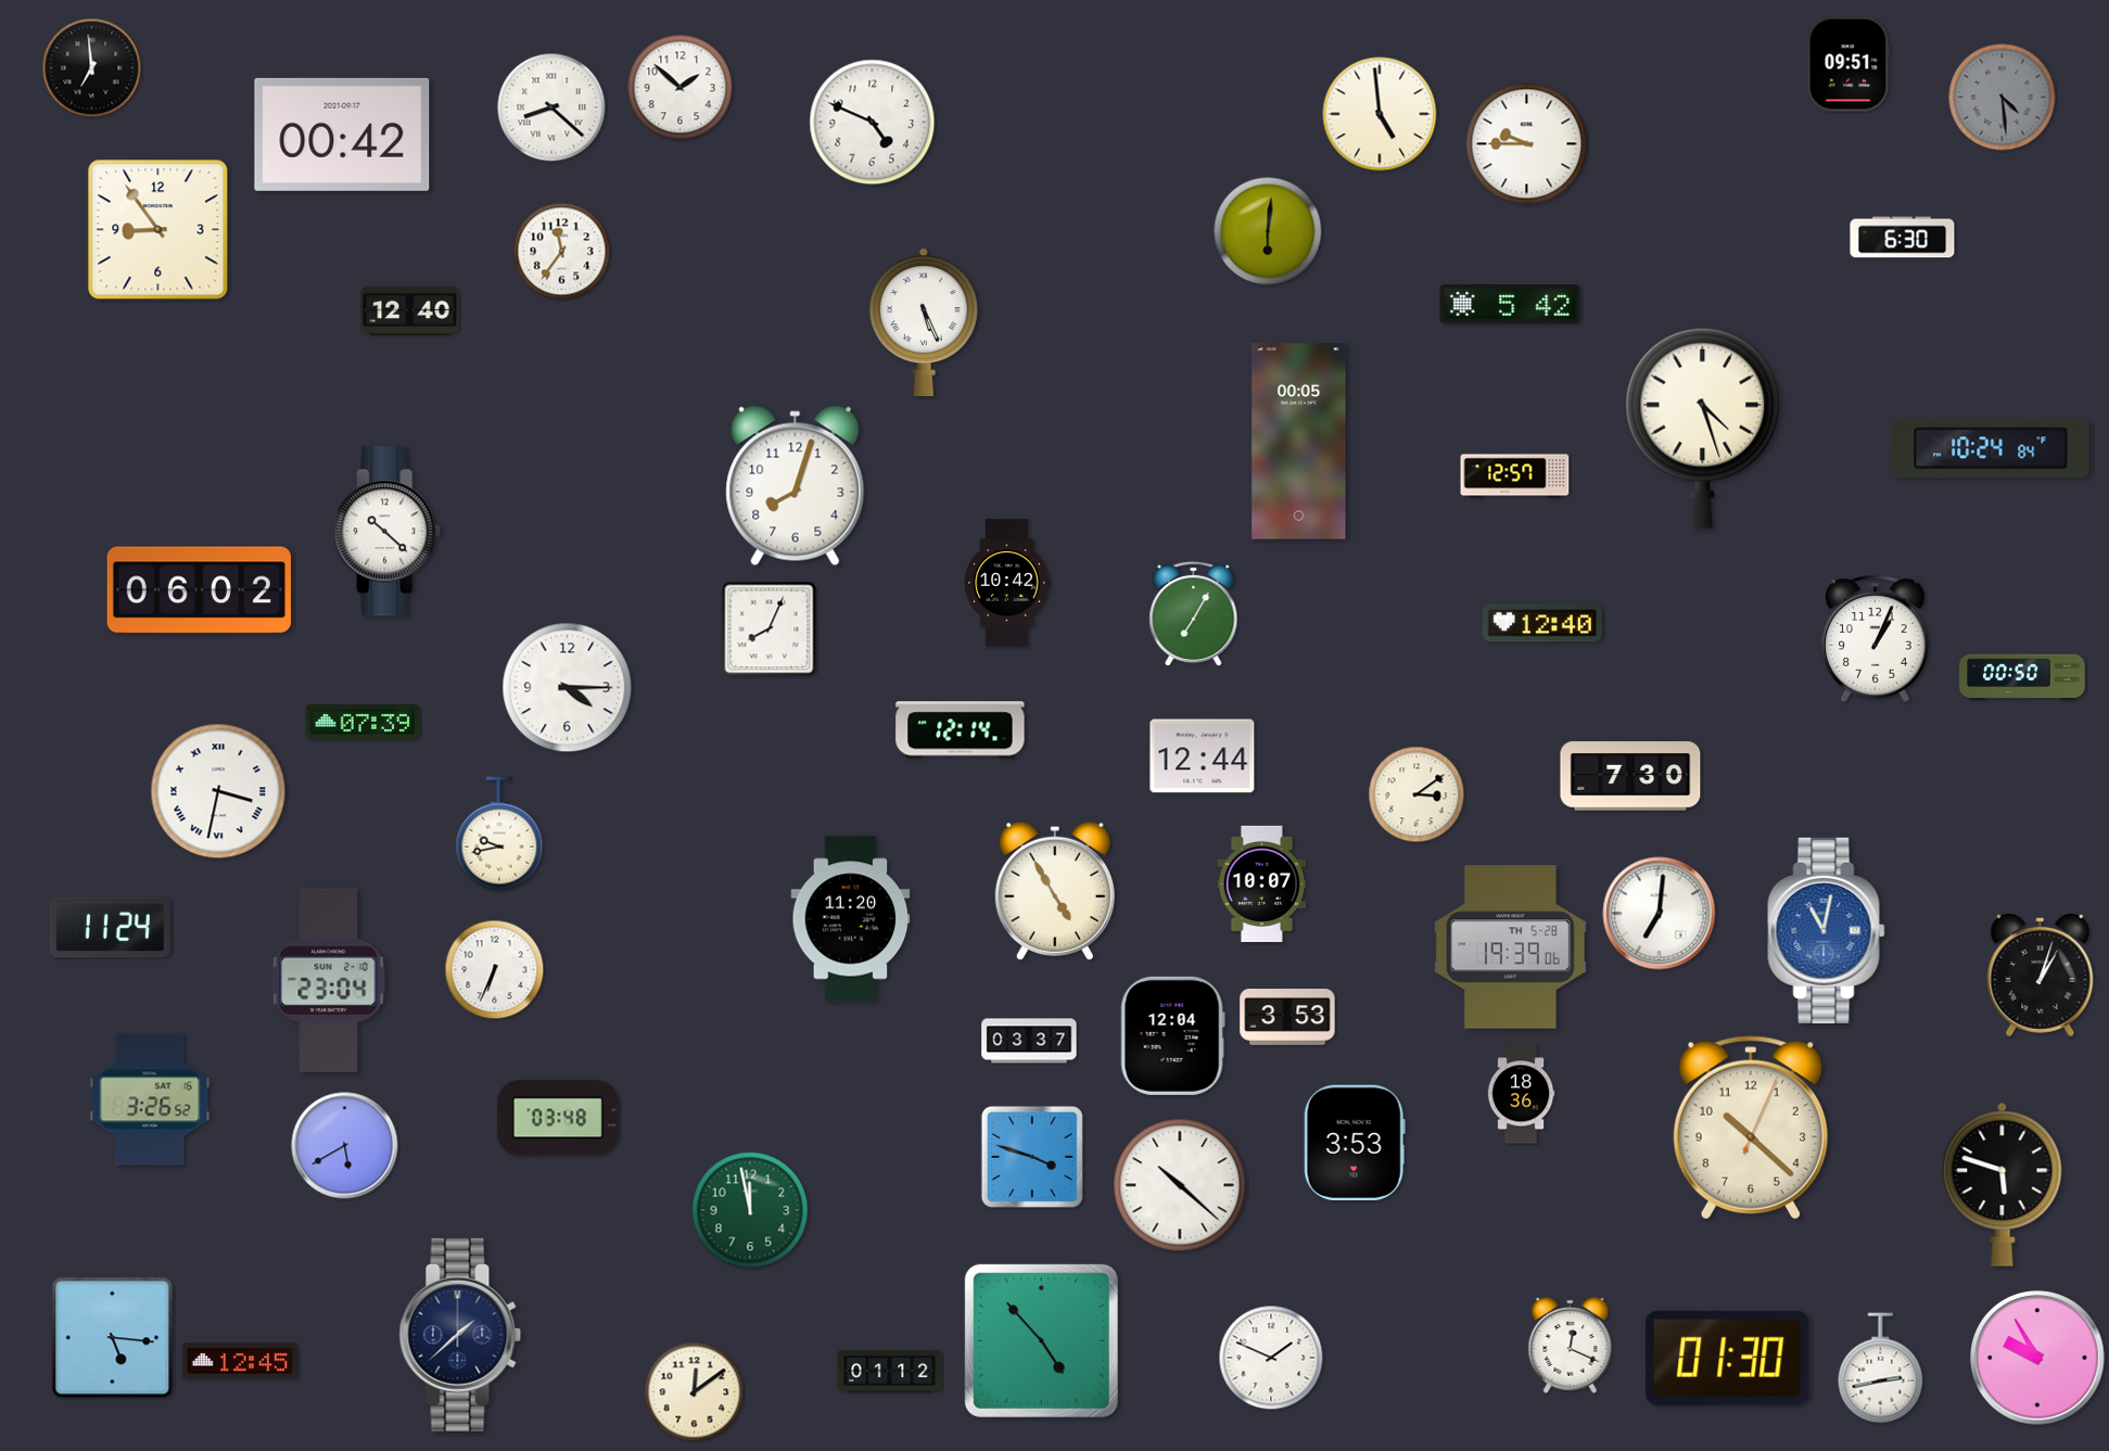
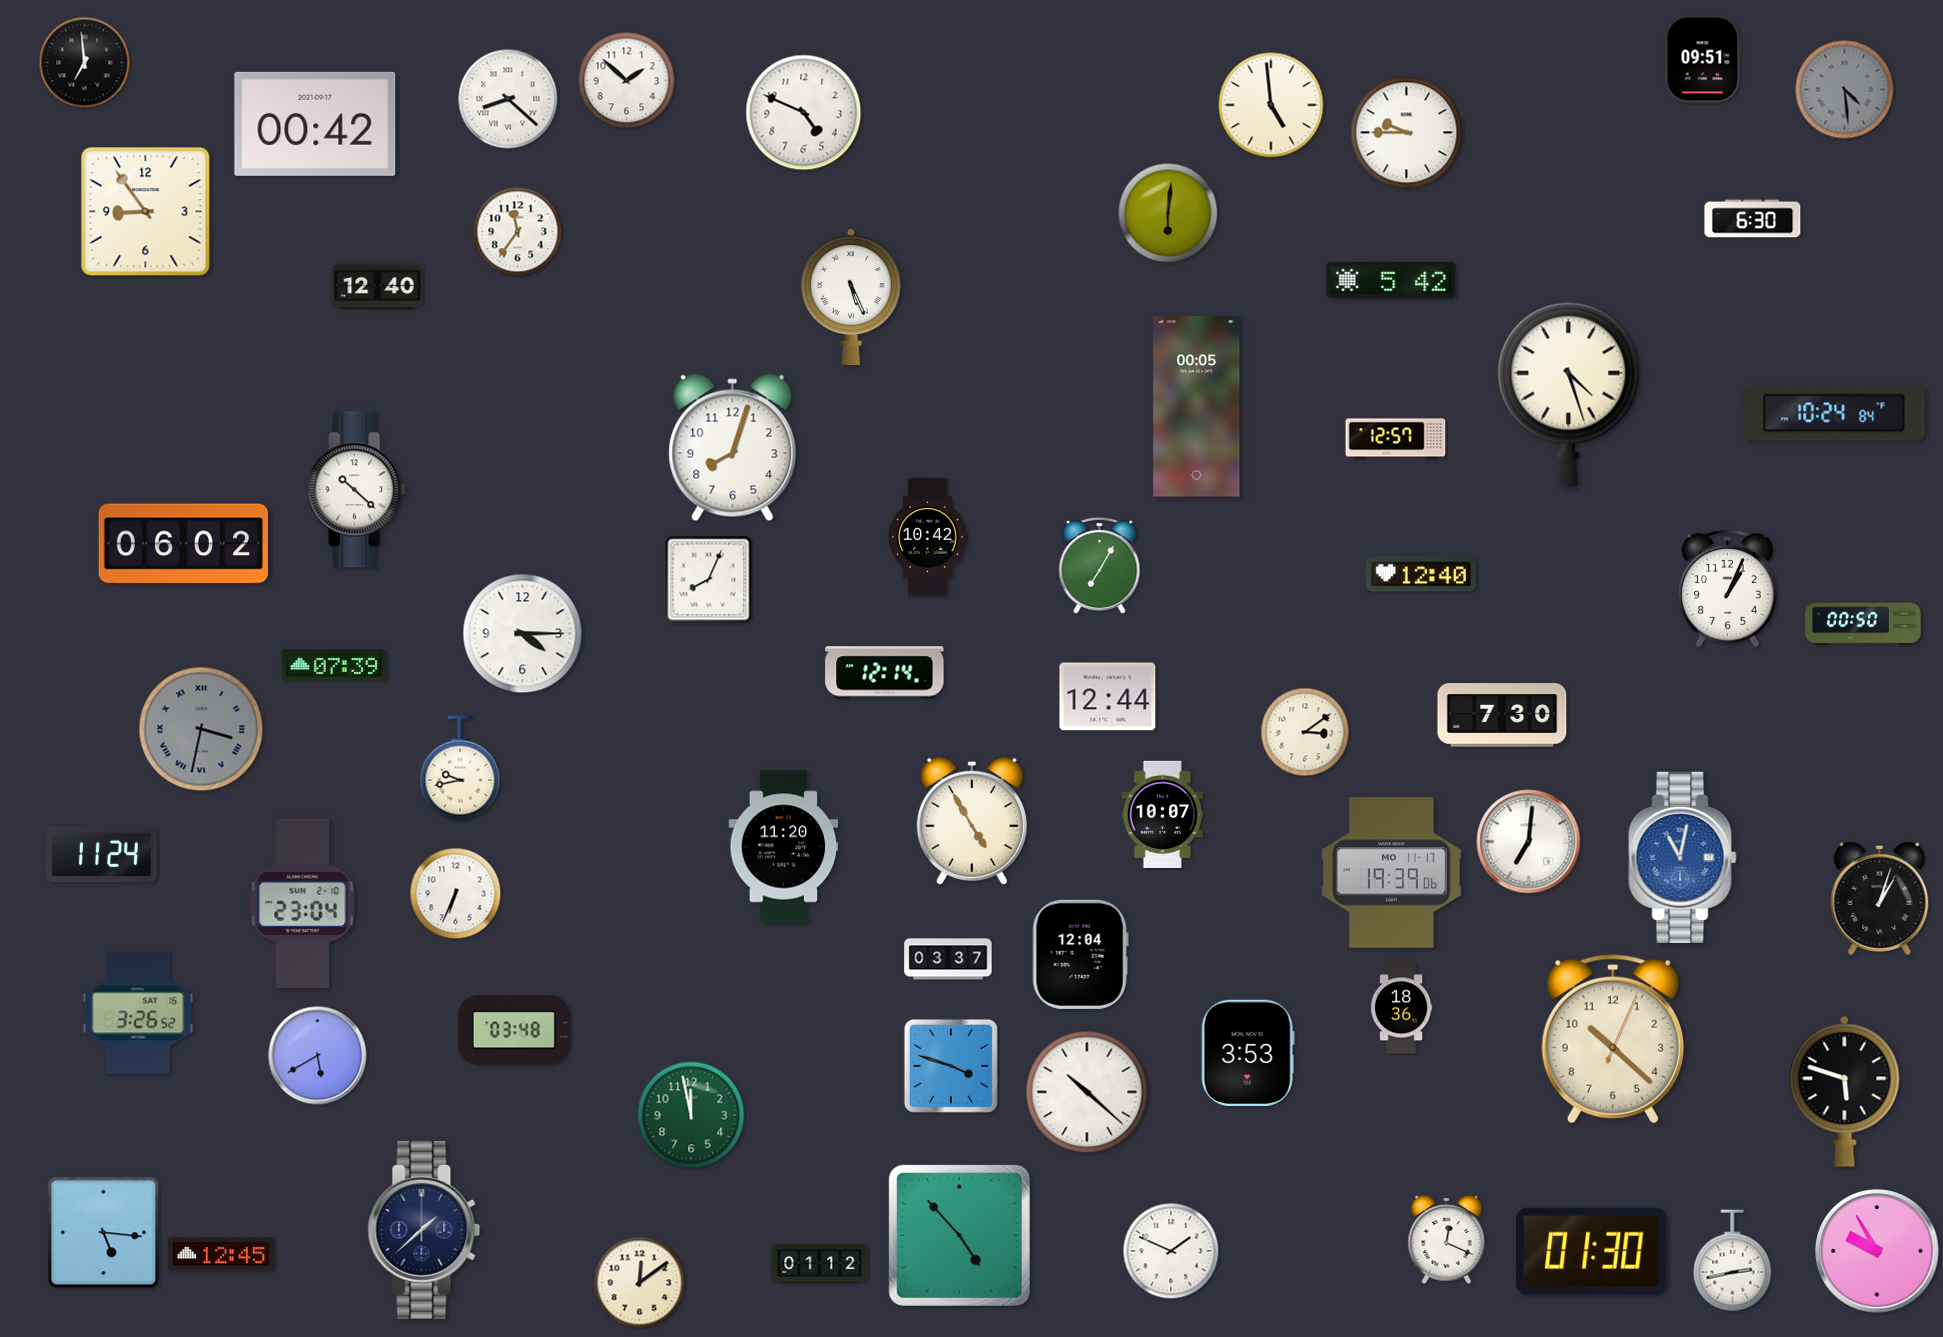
clock at (218, 791) dial: white -> grey
clock at (1511, 947) date: TH 5-28 -> MO 11-17
clock at (1287, 1017): 3:53 -> none
